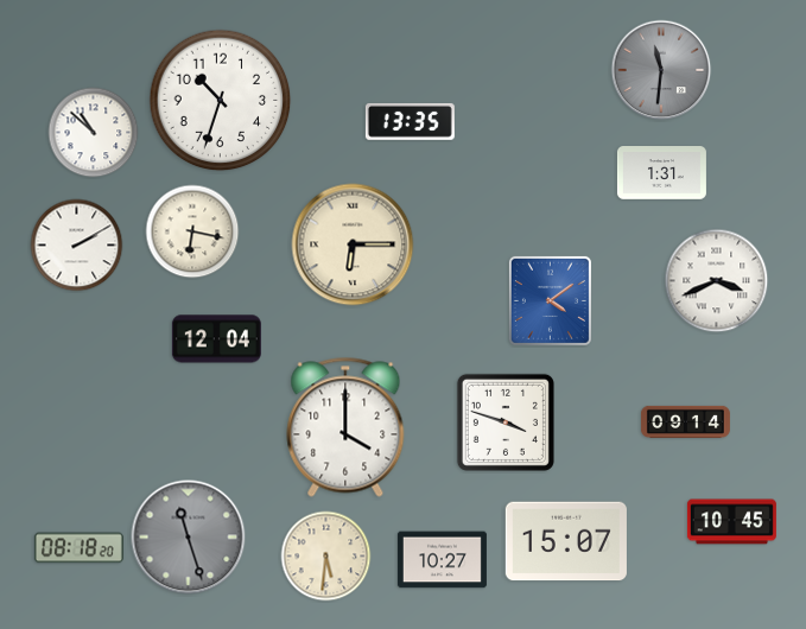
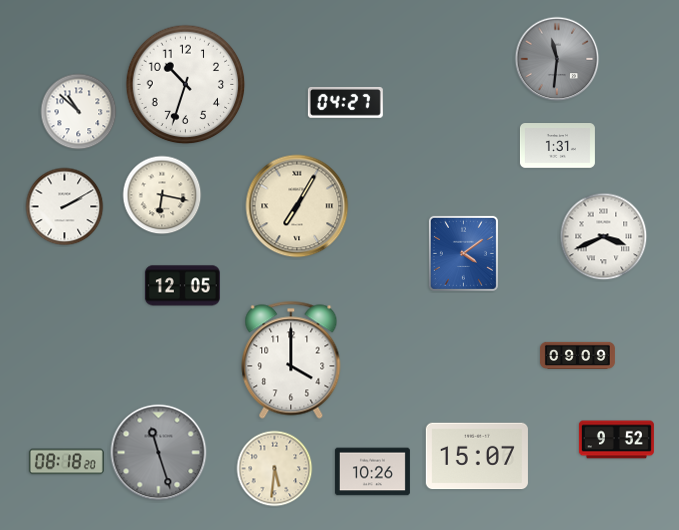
clock at (410, 121): 13:35 -> 04:27
clock at (353, 244): 6:15 -> 7:05
clock at (216, 339): 12:04 -> 12:05
clock at (685, 421): 09:14 -> 09:09
clock at (506, 422): 3:48 -> none
clock at (731, 522): 10:45 -> 9:52
clock at (442, 560): 10:27 -> 10:26
